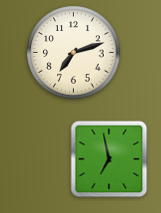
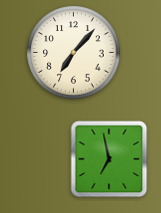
clock at (74, 53): 7:12 -> 7:07
